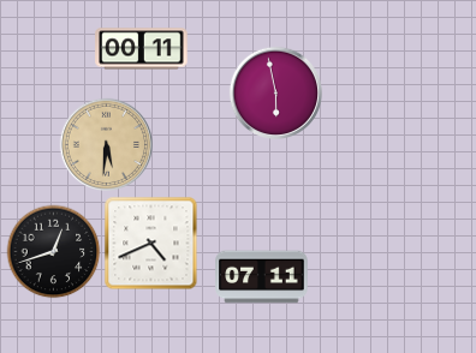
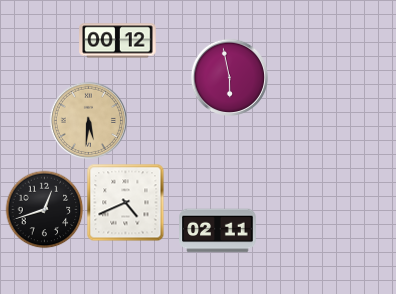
clock at (142, 49): 00:11 -> 00:12
clock at (262, 277): 07:11 -> 02:11
